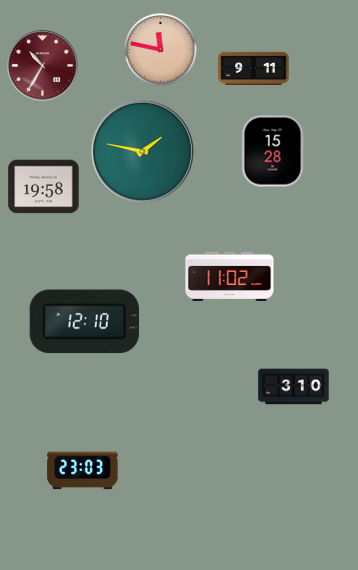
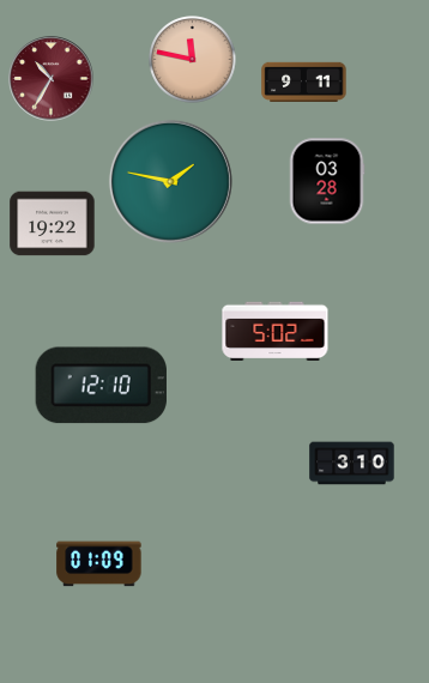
clock at (273, 151): 15:28 -> 03:28
clock at (44, 187): 19:58 -> 19:22
clock at (230, 277): 11:02 -> 5:02
clock at (83, 471): 23:03 -> 01:09
